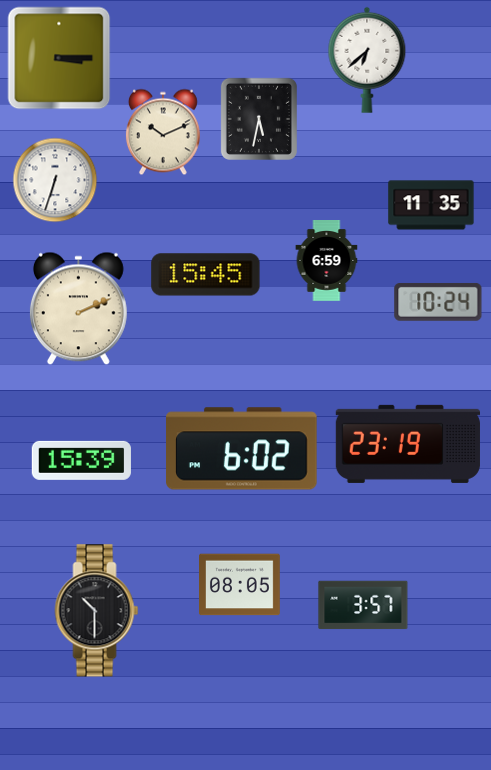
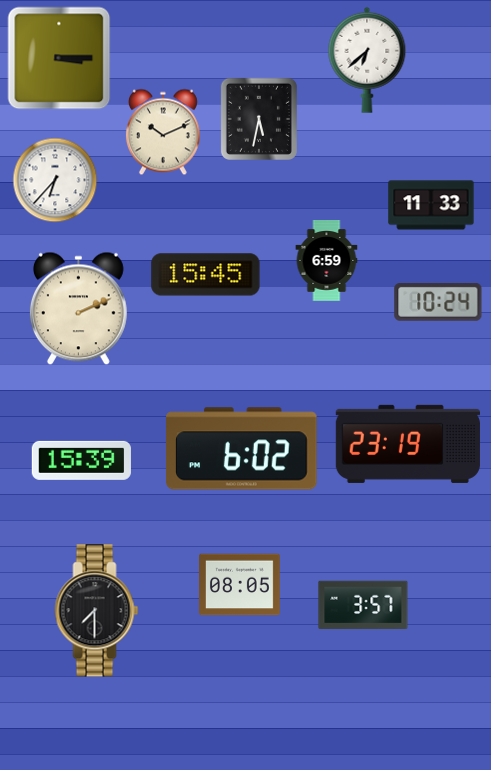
clock at (55, 180): 6:33 -> 6:37
clock at (431, 205): 11:35 -> 11:33
clock at (97, 611): 10:30 -> 7:30
